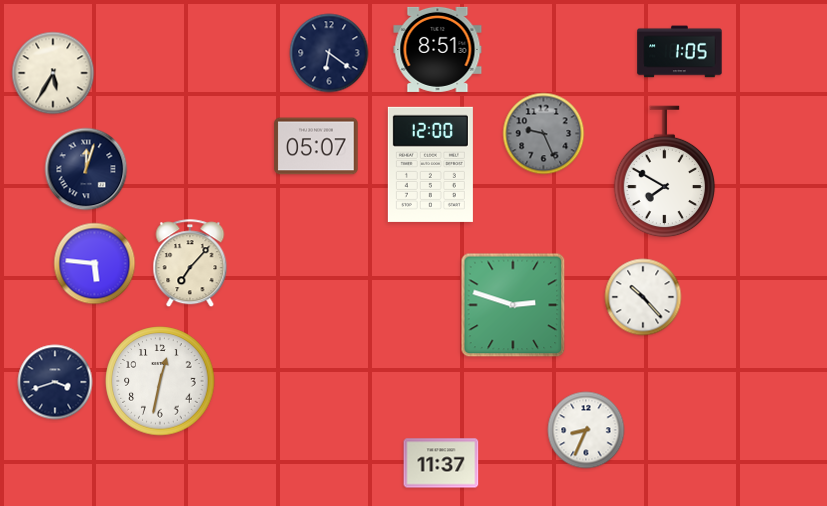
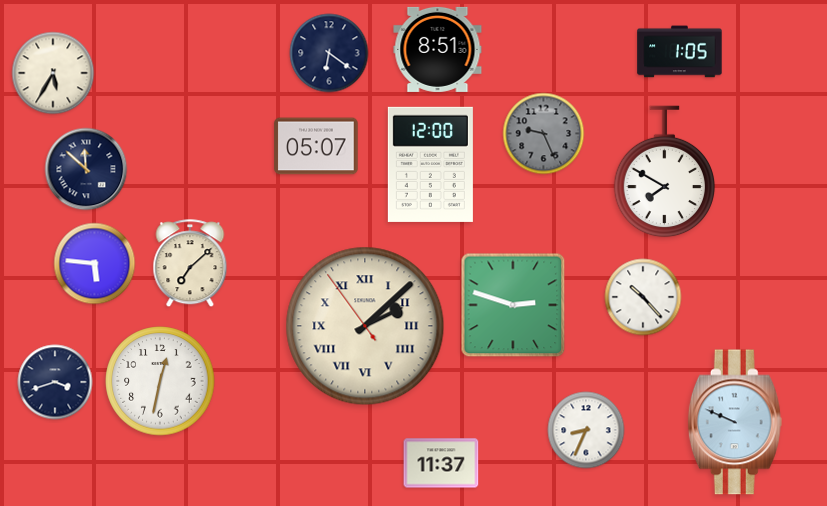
clock at (86, 169): 12:03 -> 11:52
clock at (190, 264): 7:07 -> 7:08
clock at (365, 326): none -> 2:07
clock at (735, 422): none -> 9:49
